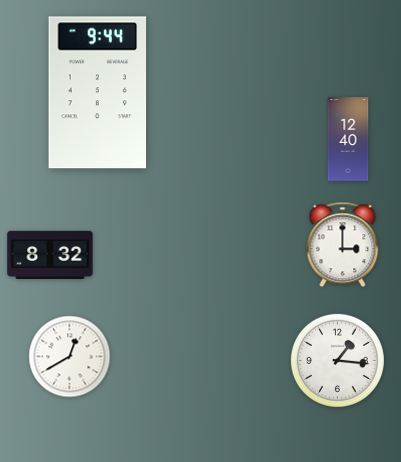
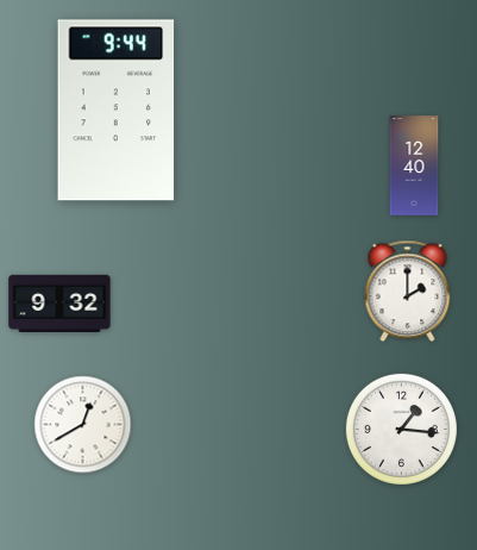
clock at (343, 245): 3:00 -> 2:00
clock at (50, 254): 8:32 -> 9:32
